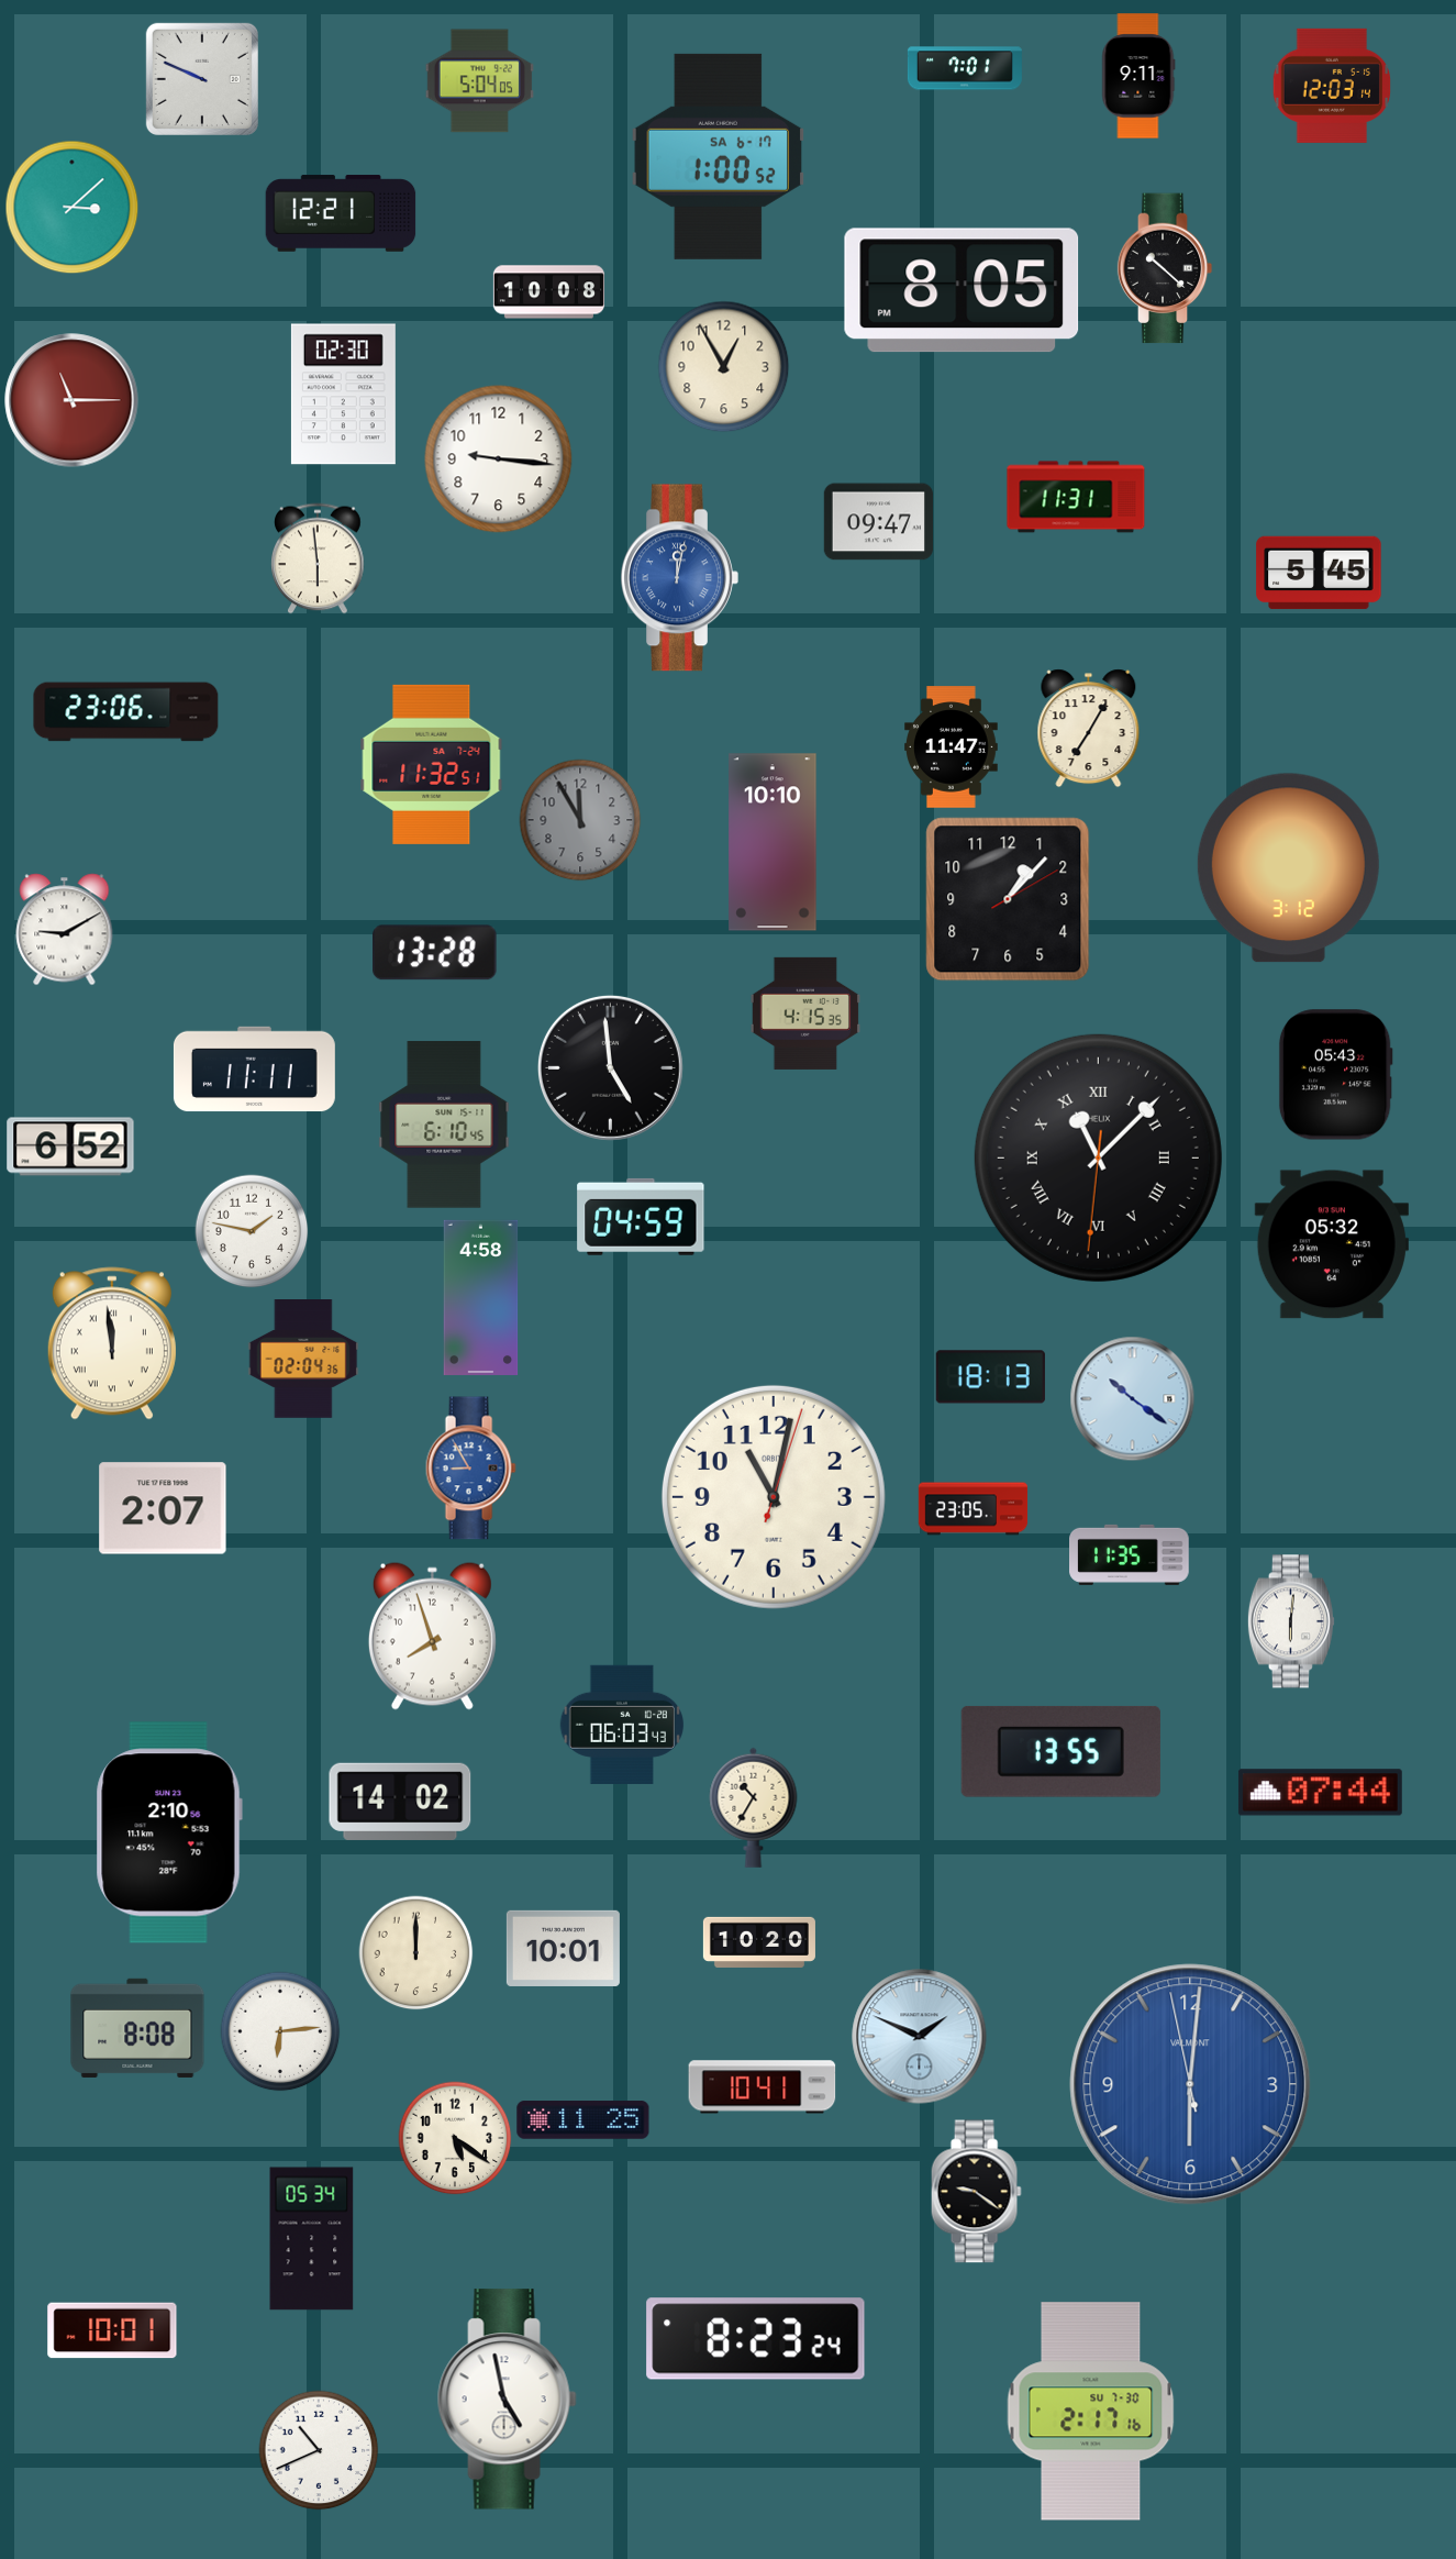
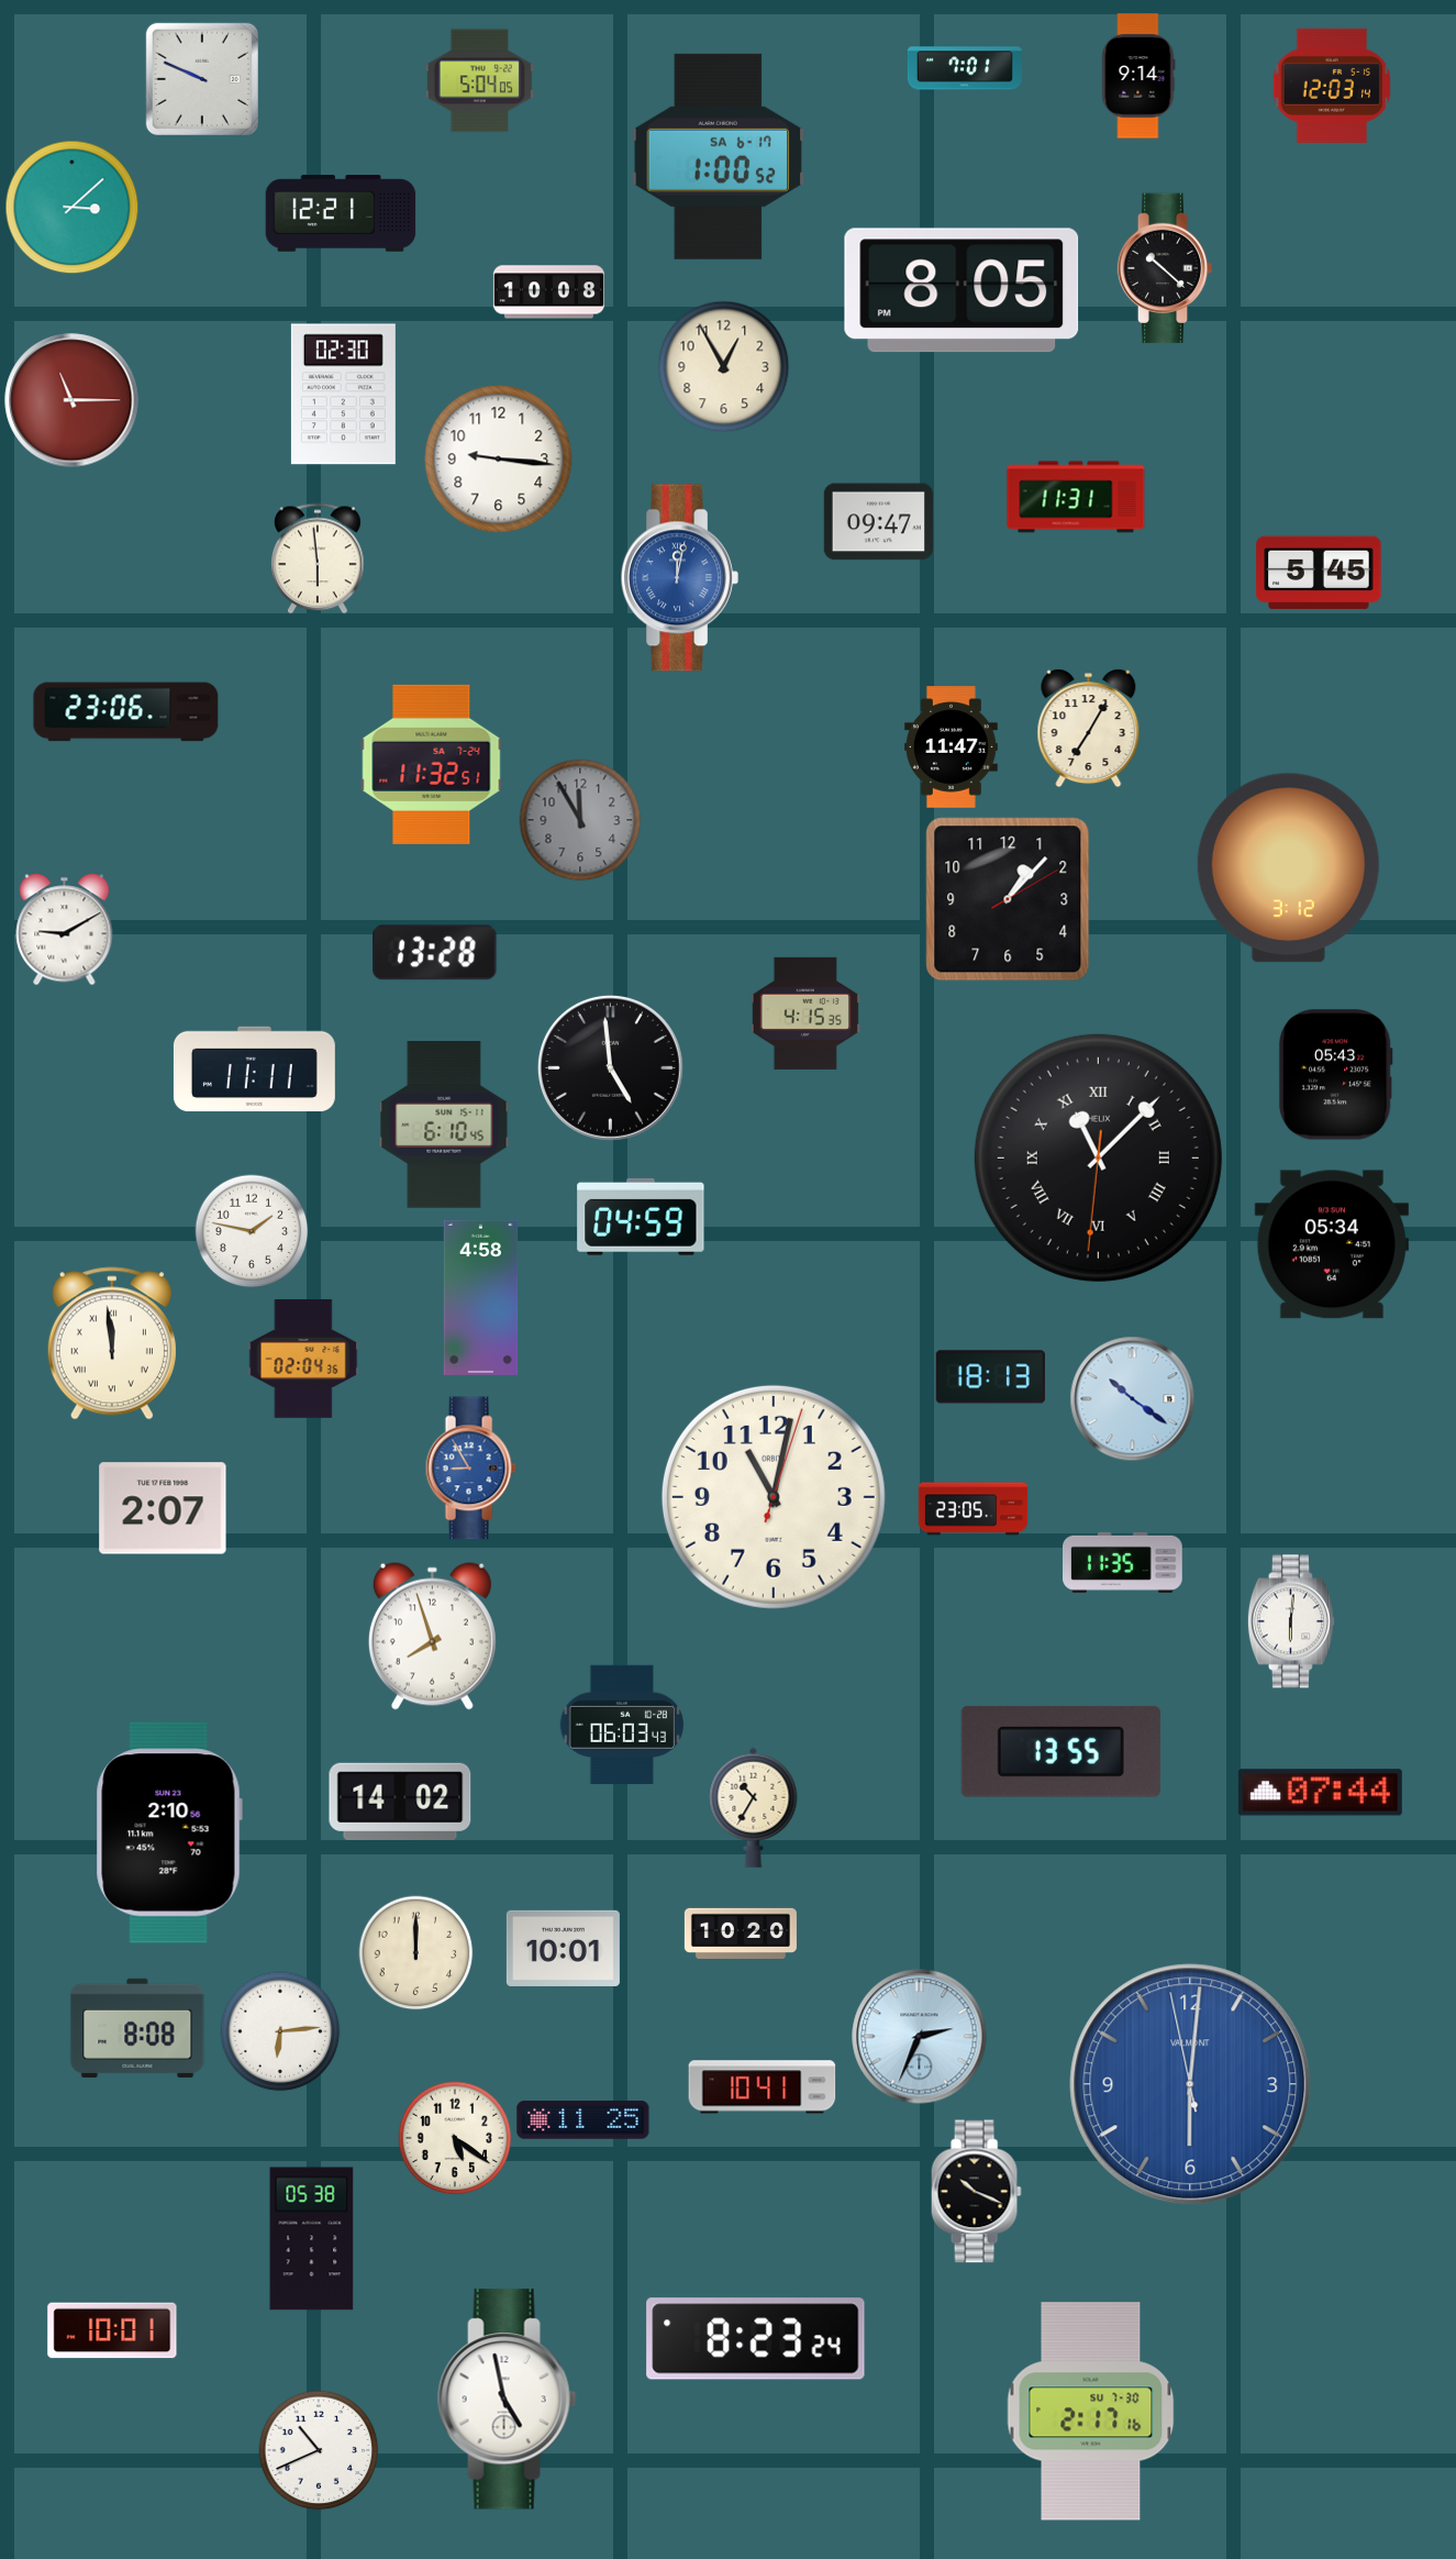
clock at (1138, 76): 9:11 -> 9:14
clock at (773, 842): 10:10 -> none
clock at (70, 1146): 6:52 -> none
clock at (1332, 1244): 05:32 -> 05:34
clock at (1130, 1554) position: (1130, 1554) -> (1123, 1562)
clock at (759, 1941) position: (759, 1941) -> (741, 1932)
clock at (920, 2037): 1:49 -> 2:34
clock at (976, 2192): 9:21 -> 10:19
clock at (312, 2239): 05:34 -> 05:38
